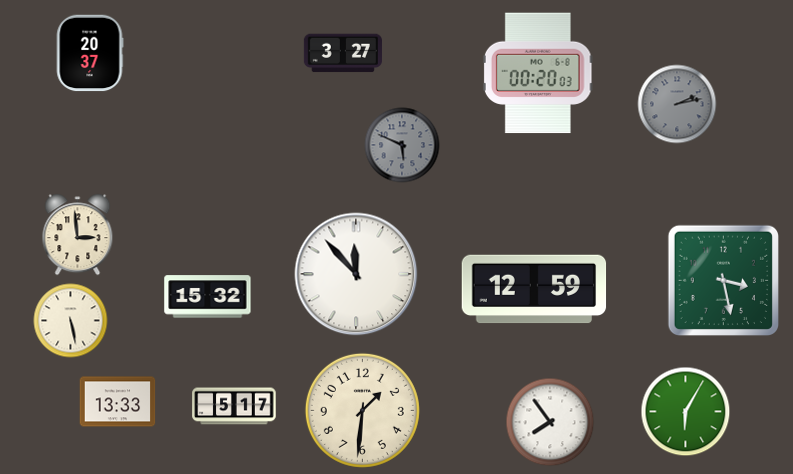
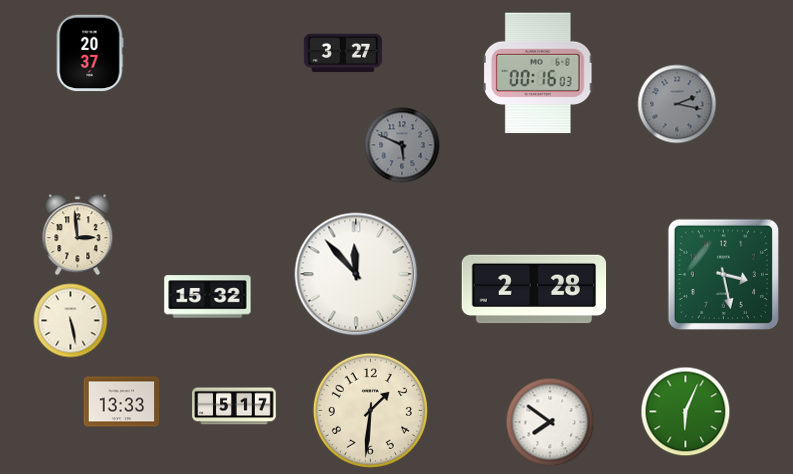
clock at (538, 73): 00:20 -> 00:16
clock at (677, 104): 2:13 -> 2:17
clock at (723, 280) position: (723, 280) -> (723, 274)
clock at (534, 289): 12:59 -> 2:28
clock at (118, 402) position: (118, 402) -> (122, 402)
clock at (362, 410) position: (362, 410) -> (370, 410)
clock at (686, 412): 6:05 -> 6:04
clock at (550, 422): 7:54 -> 7:51
